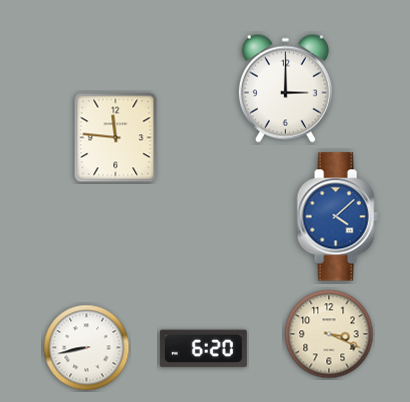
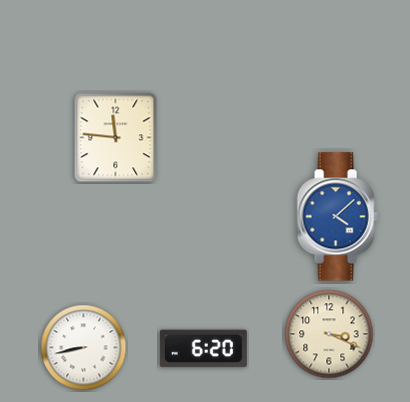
clock at (285, 88): 3:00 -> none
clock at (87, 348) position: (87, 348) -> (84, 348)
